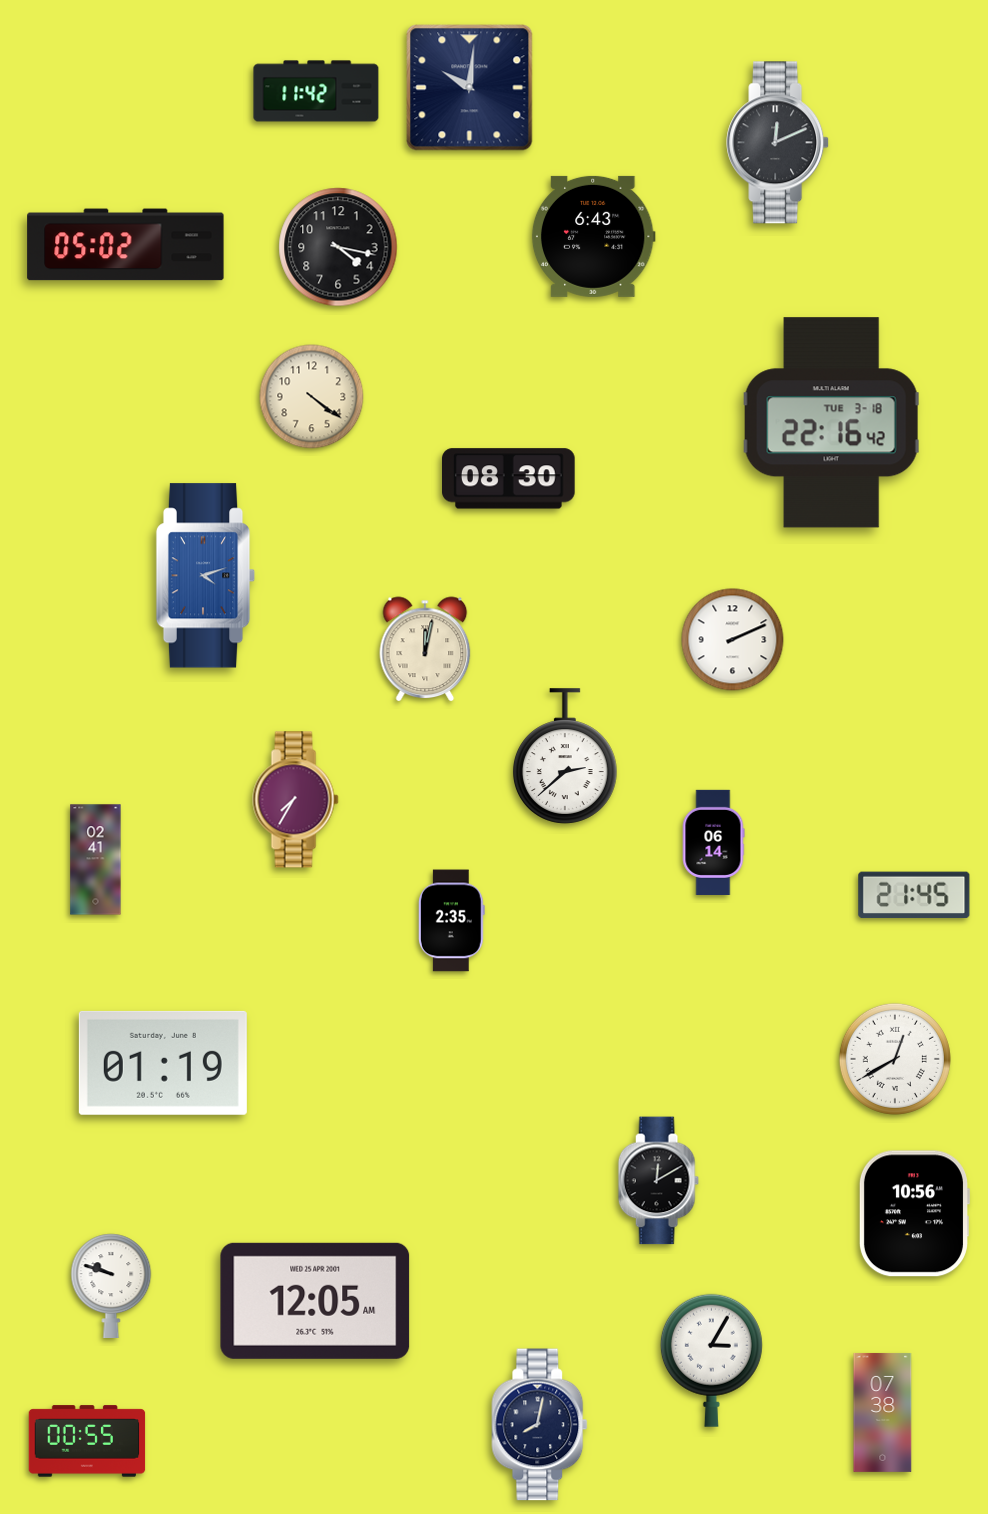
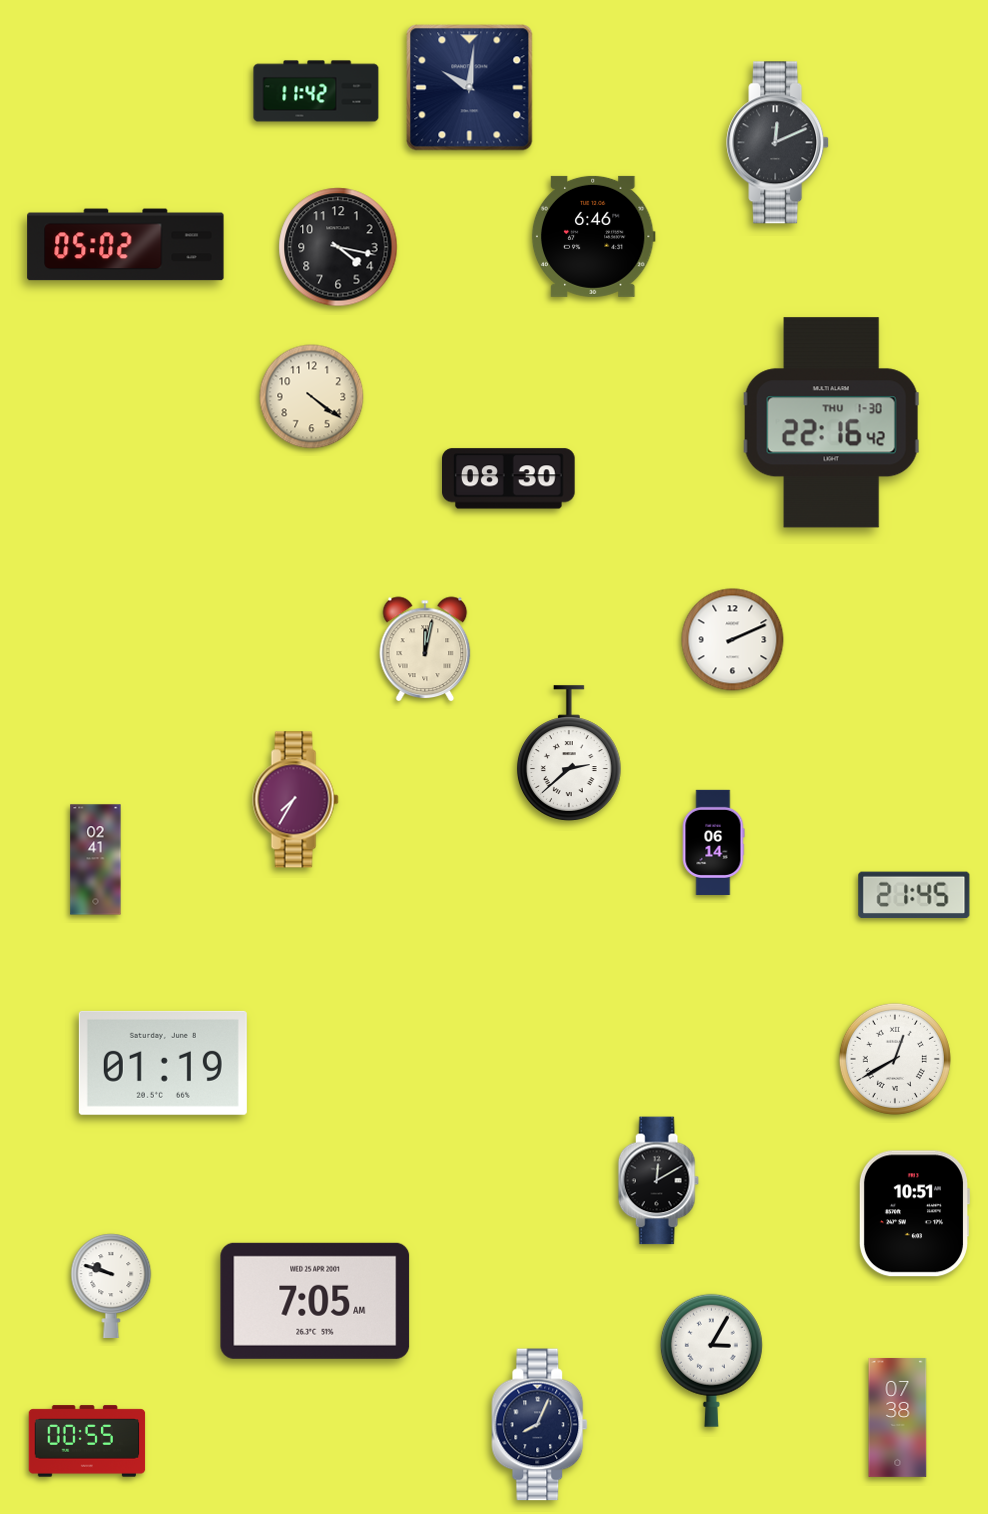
clock at (593, 236): 6:43 -> 6:46
clock at (832, 423) date: TUE 3-18 -> THU 1-30
clock at (206, 576): 4:12 -> none
clock at (565, 756) position: (565, 756) -> (569, 753)
clock at (451, 921): 2:35 -> none
clock at (913, 1214): 10:56 -> 10:51
clock at (315, 1301): 12:05 -> 7:05
clock at (883, 1412) position: (883, 1412) -> (898, 1417)
clock at (540, 1425): 8:02 -> 8:04
